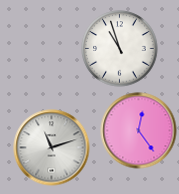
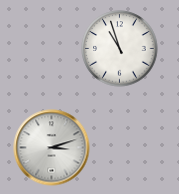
clock at (139, 131): 12:24 -> none
clock at (52, 148): 11:12 -> 3:12
